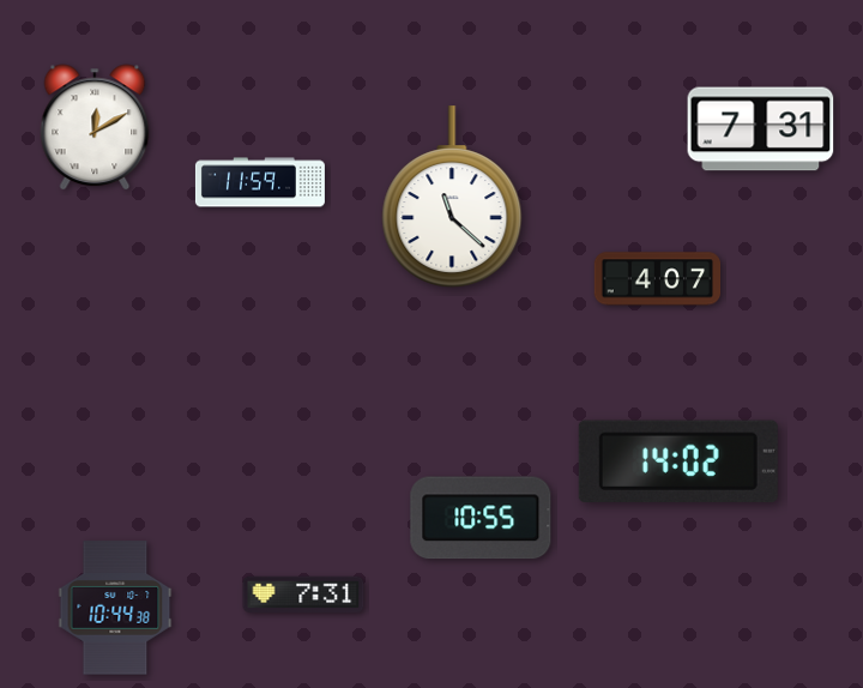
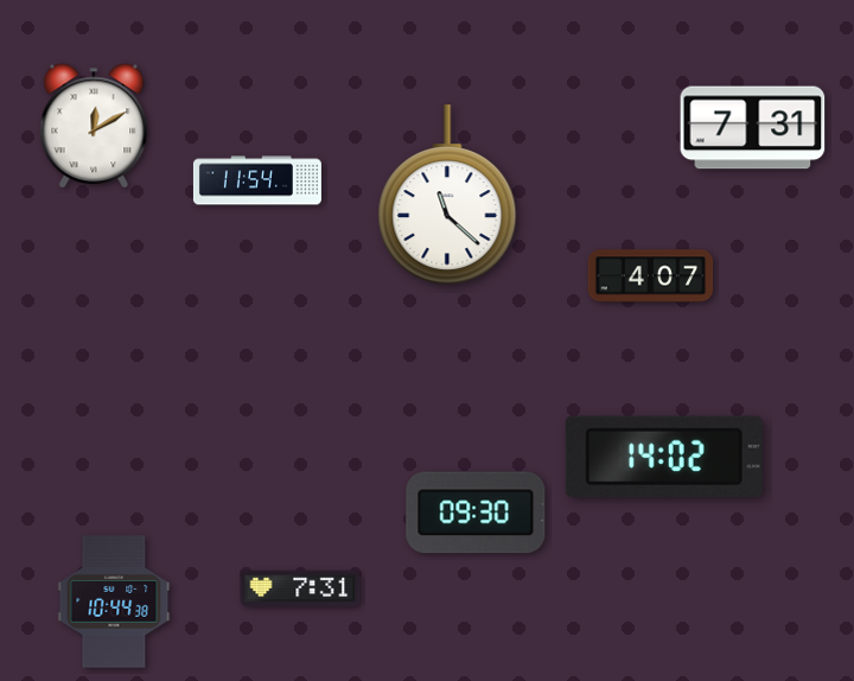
clock at (260, 182): 11:59 -> 11:54
clock at (678, 460) position: (678, 460) -> (664, 456)
clock at (481, 518): 10:55 -> 09:30
